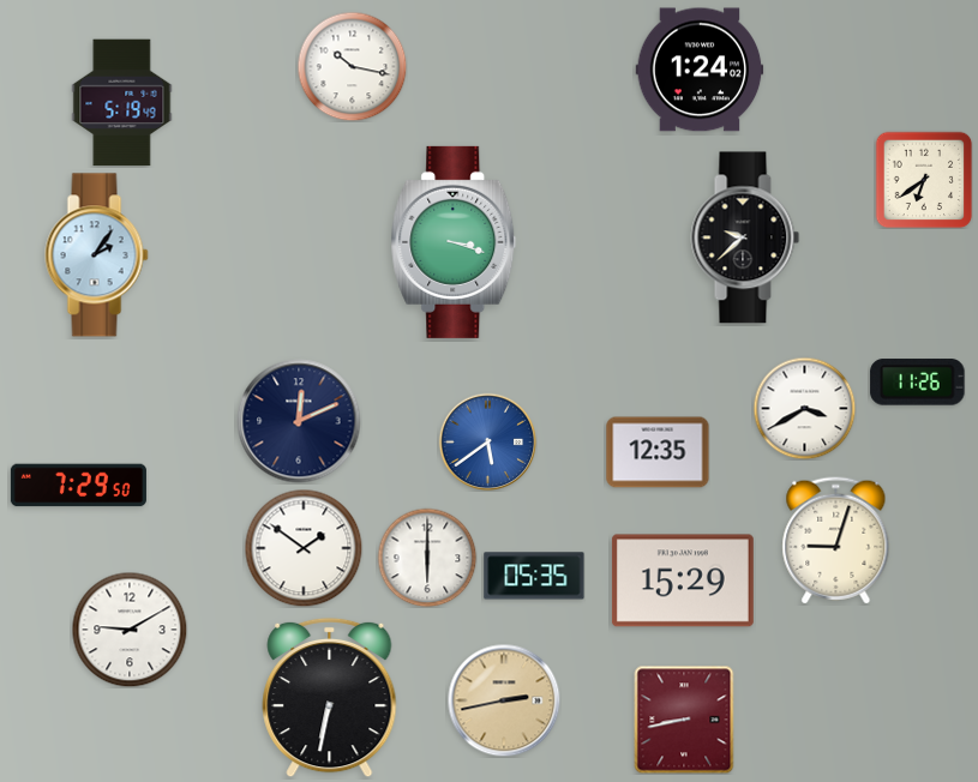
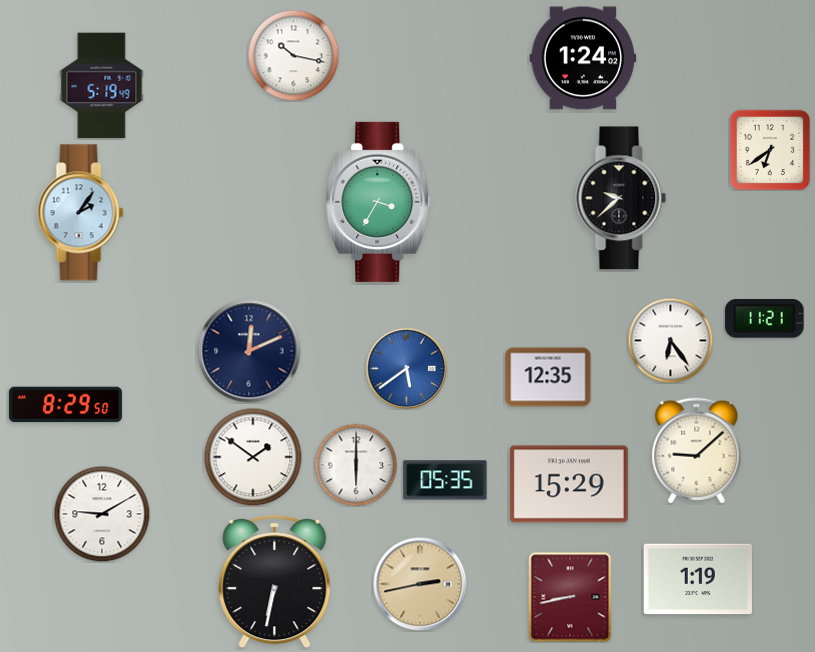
clock at (454, 242): 3:18 -> 3:35
clock at (918, 383): 11:26 -> 11:21
clock at (804, 408): 3:40 -> 6:24
clock at (78, 486): 7:29 -> 8:29
clock at (836, 541): 9:03 -> 9:08
clock at (130, 630) position: (130, 630) -> (102, 514)
clock at (697, 579): none -> 1:19
clock at (684, 720) position: (684, 720) -> (570, 597)
